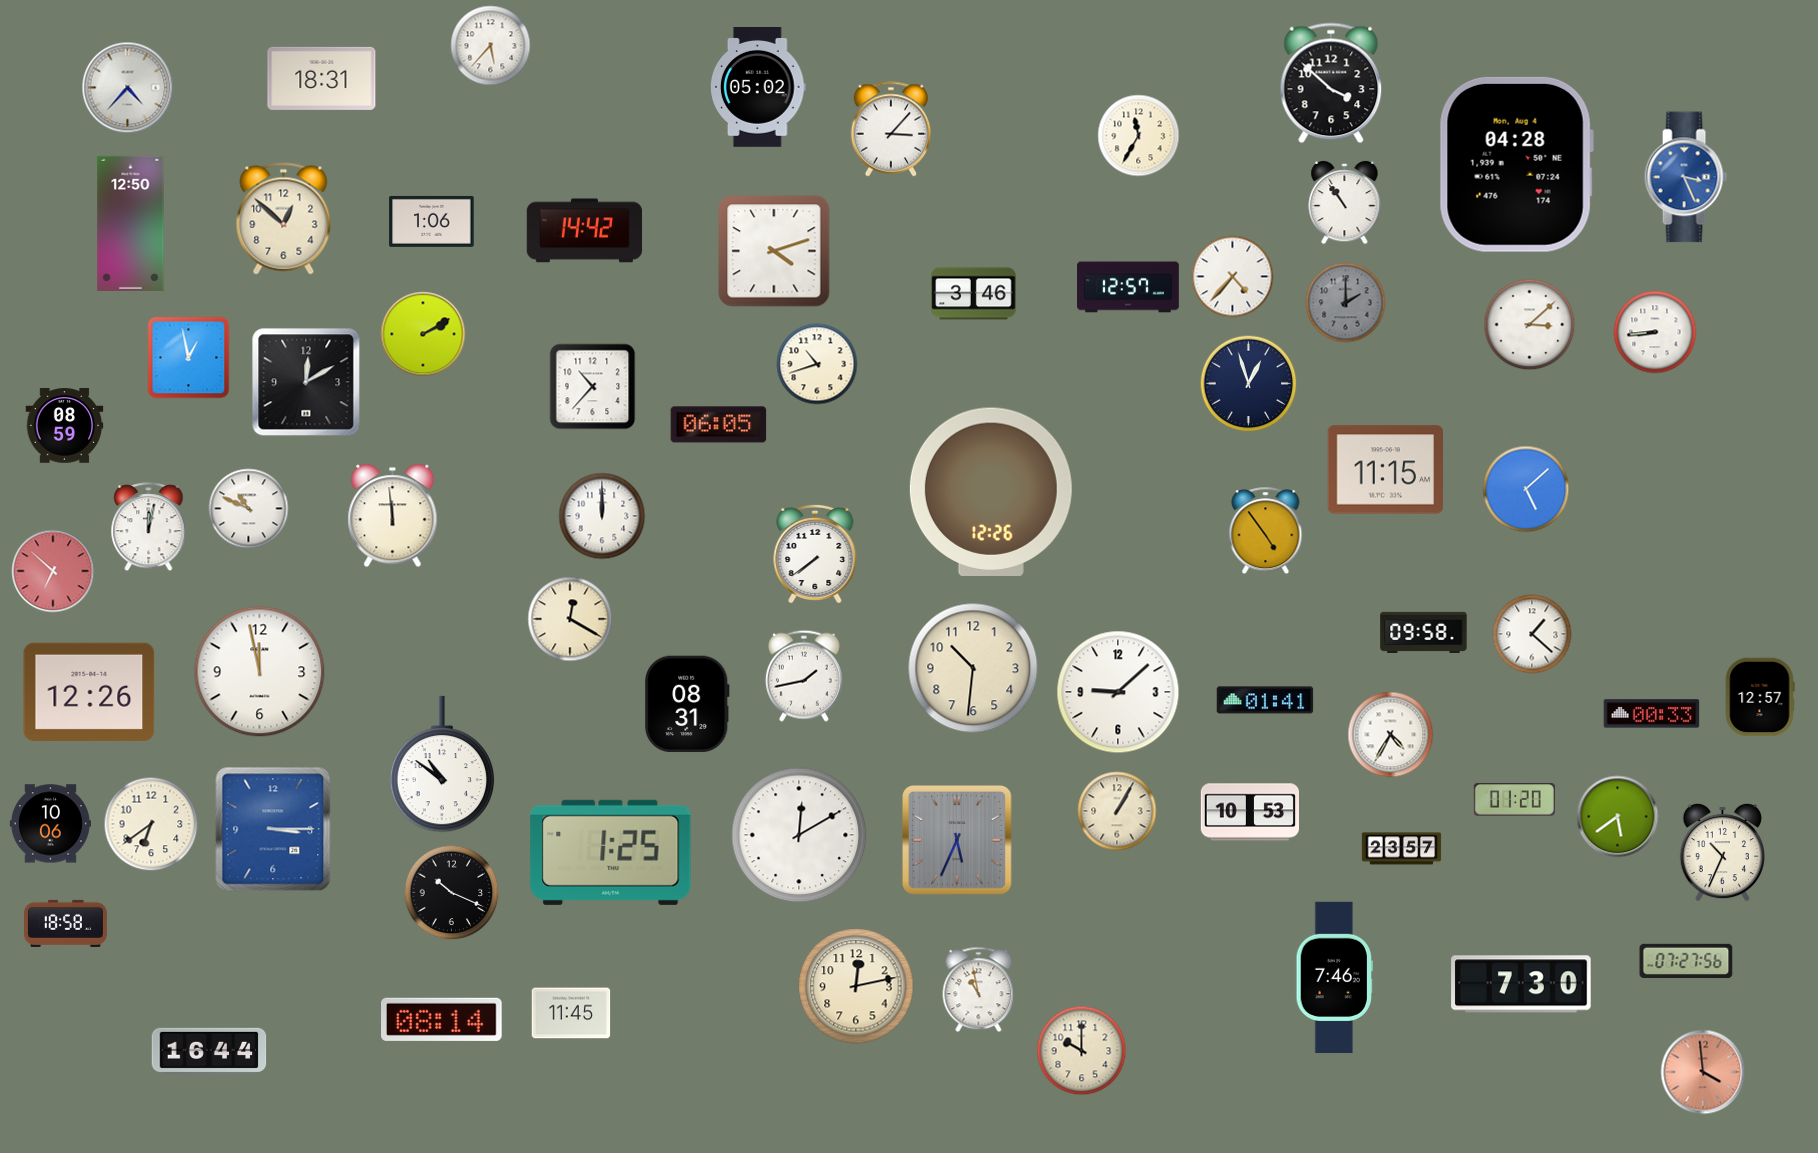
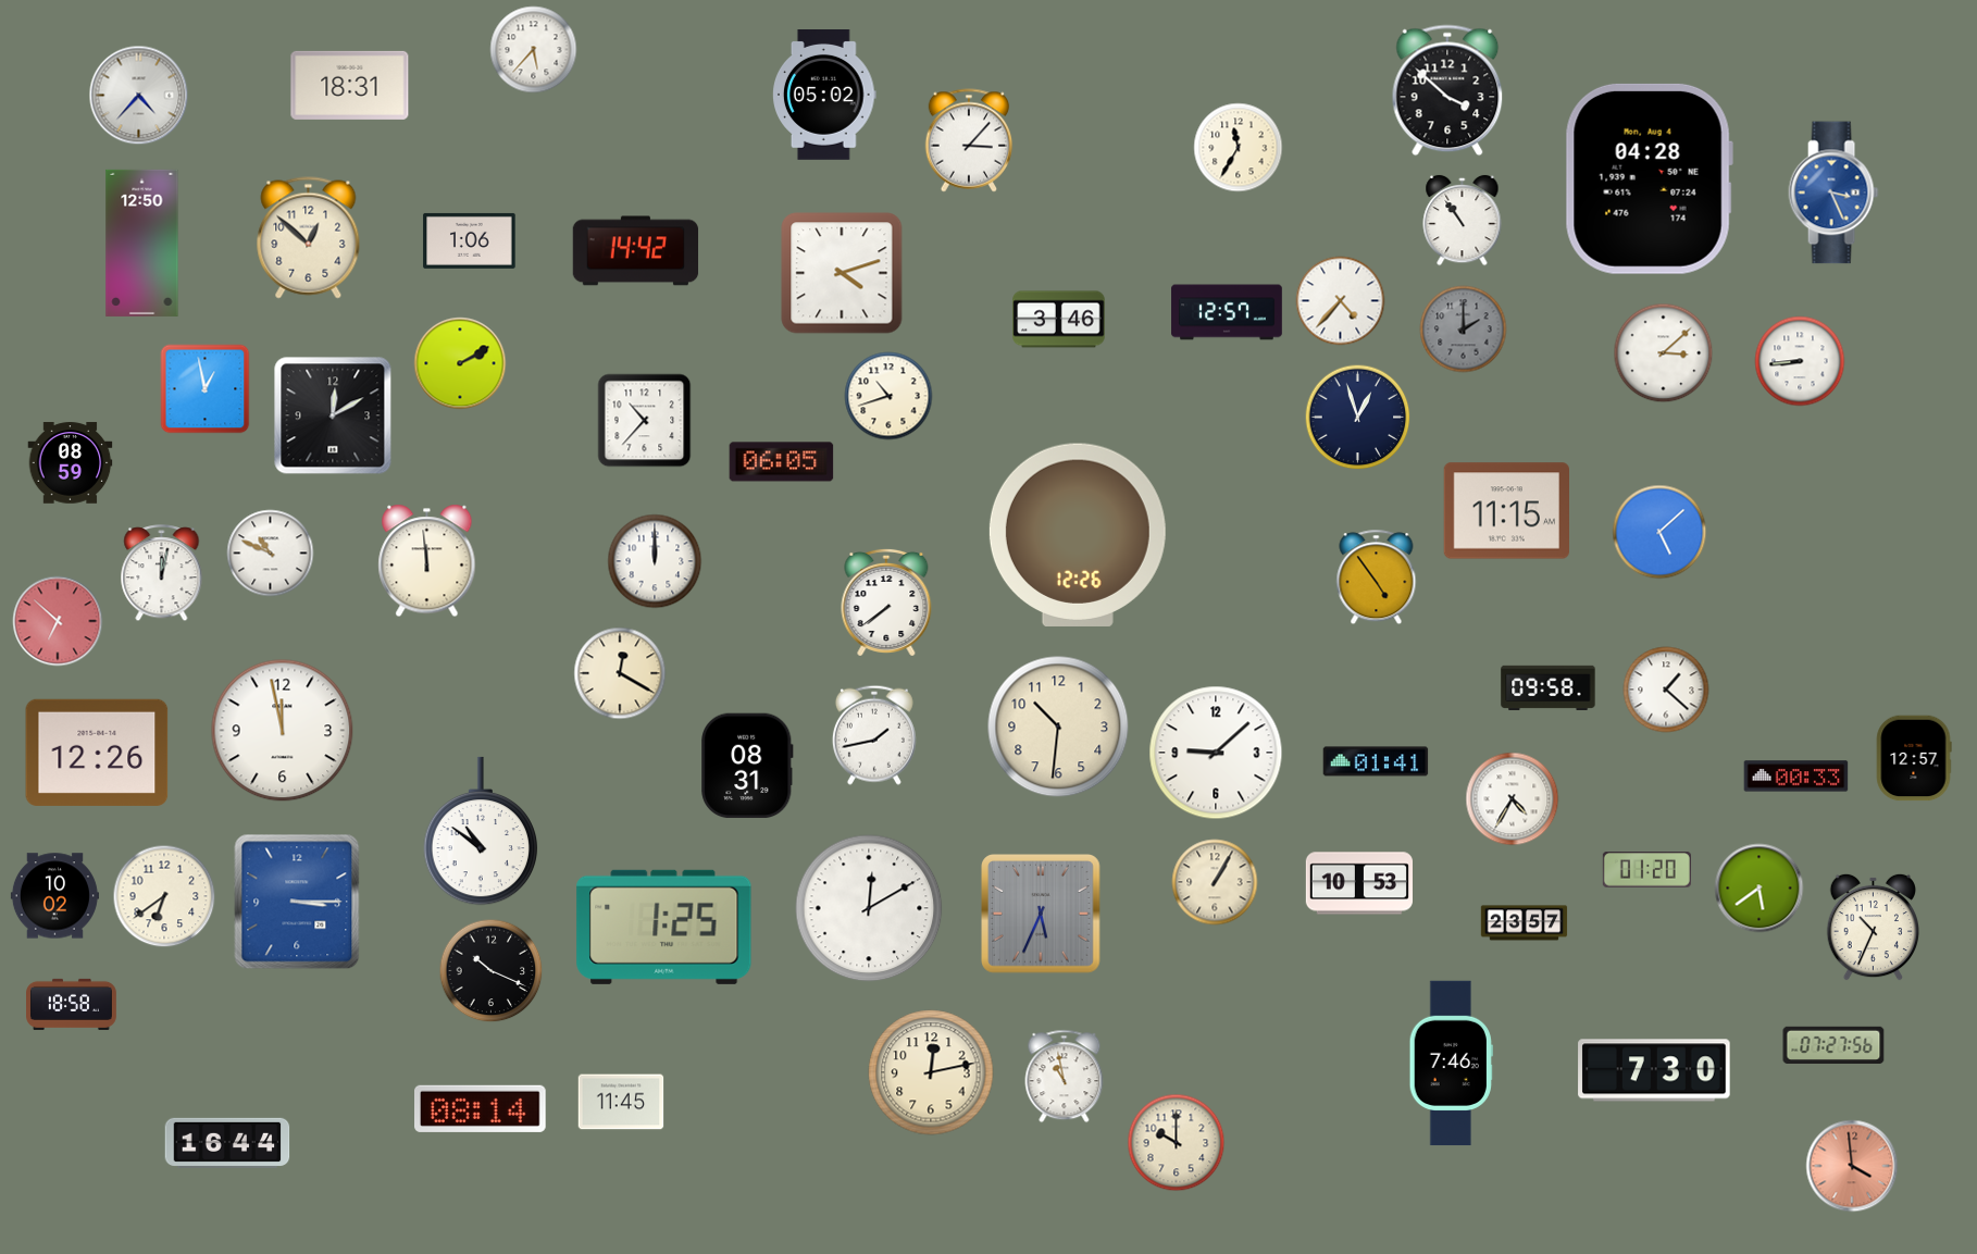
clock at (50, 824): 10:06 -> 10:02
